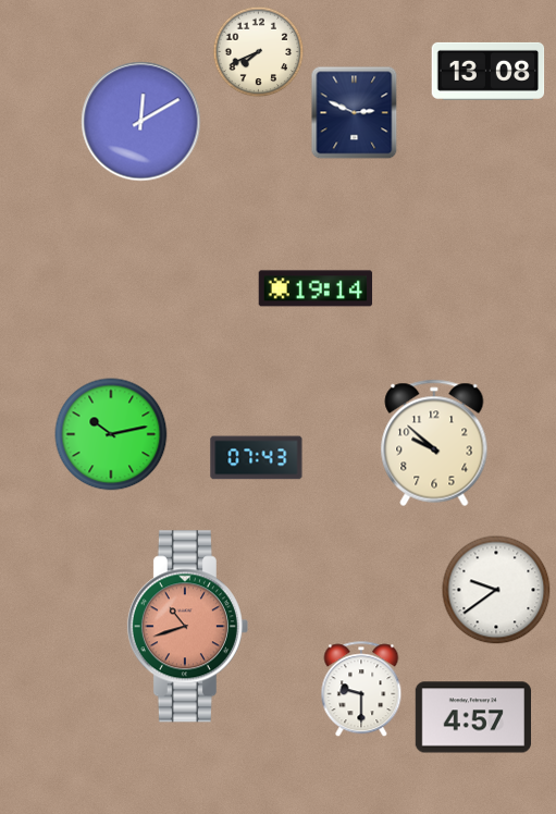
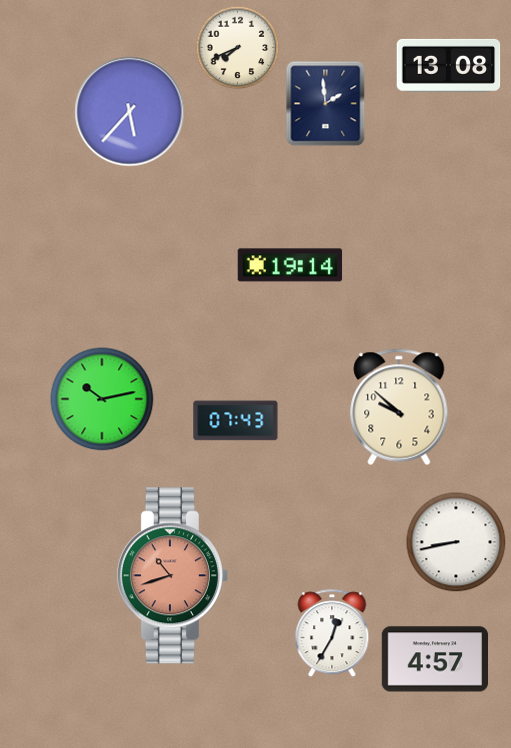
clock at (355, 112): 2:49 -> 1:59
clock at (141, 122): 12:10 -> 5:37
clock at (496, 590): 9:39 -> 8:43
clock at (361, 689): 9:30 -> 12:35
